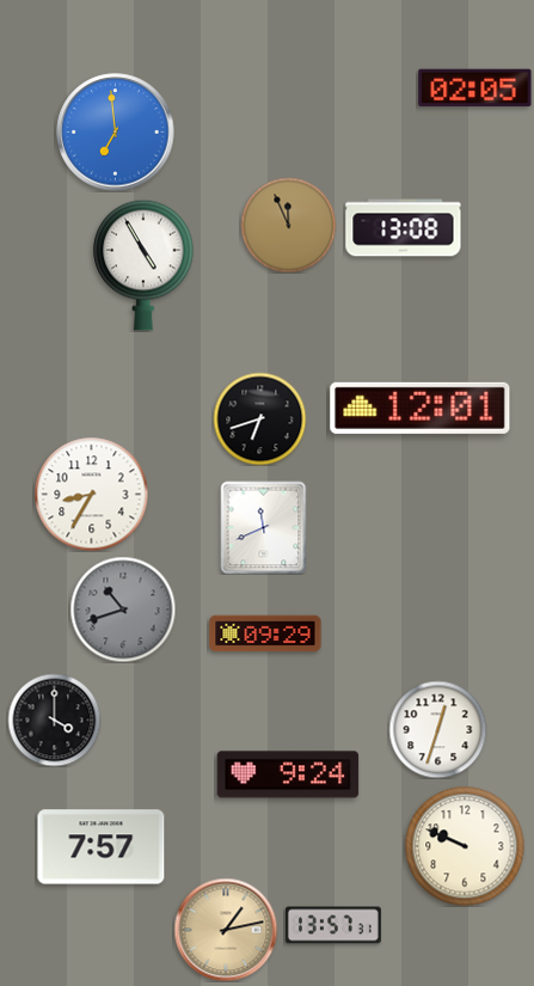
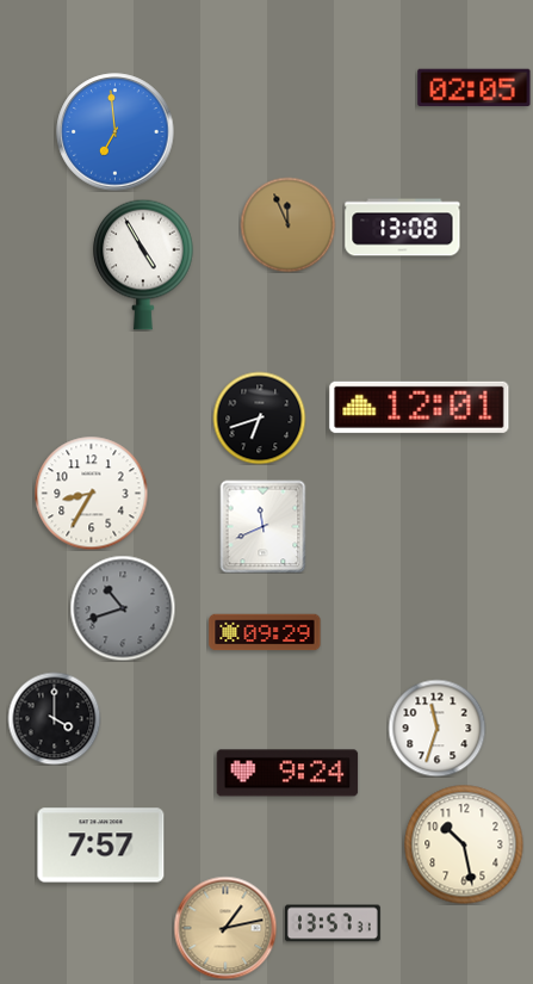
clock at (437, 729): 12:33 -> 11:33
clock at (465, 846): 9:49 -> 10:28
